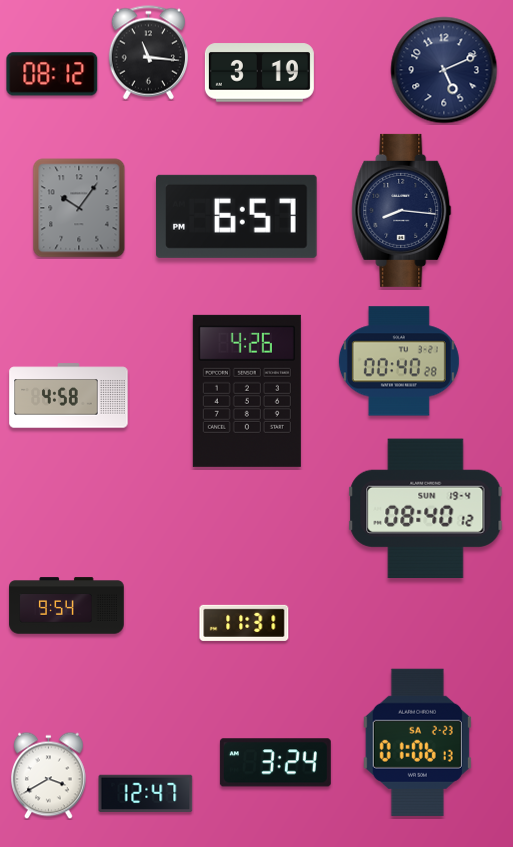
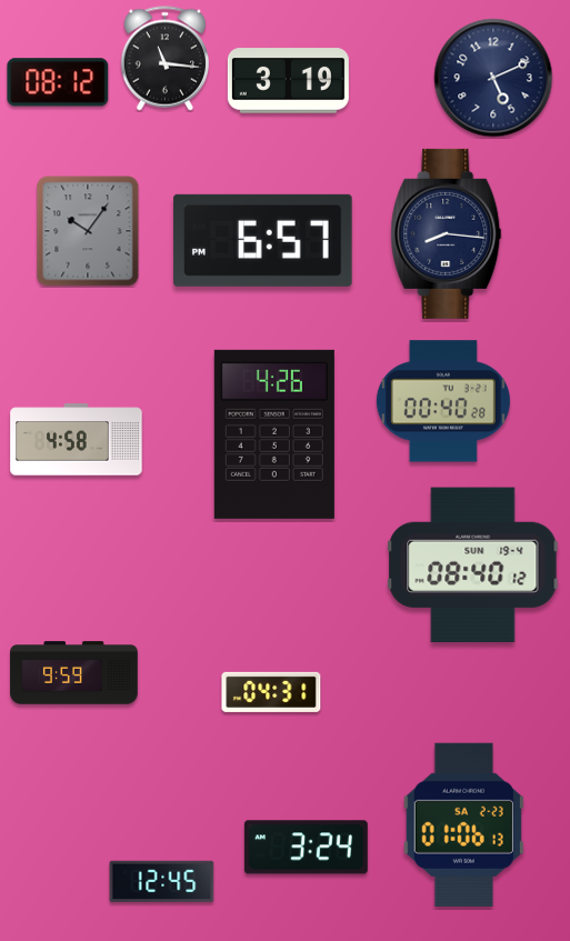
clock at (67, 606): 9:54 -> 9:59
clock at (244, 623): 11:31 -> 04:31
clock at (49, 775): 3:40 -> none
clock at (146, 794): 12:47 -> 12:45
